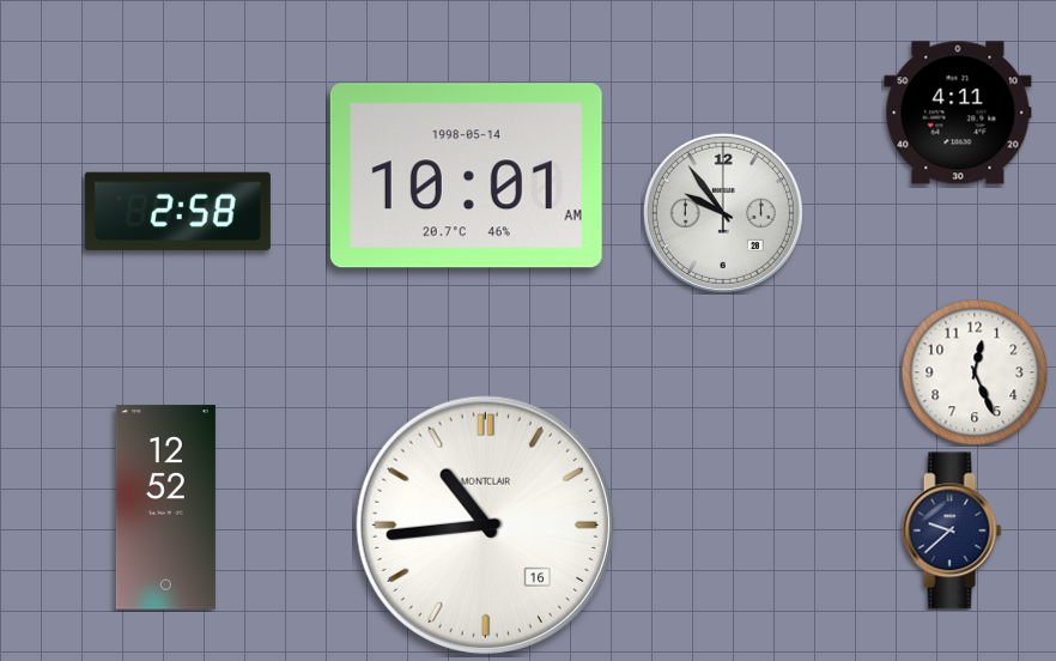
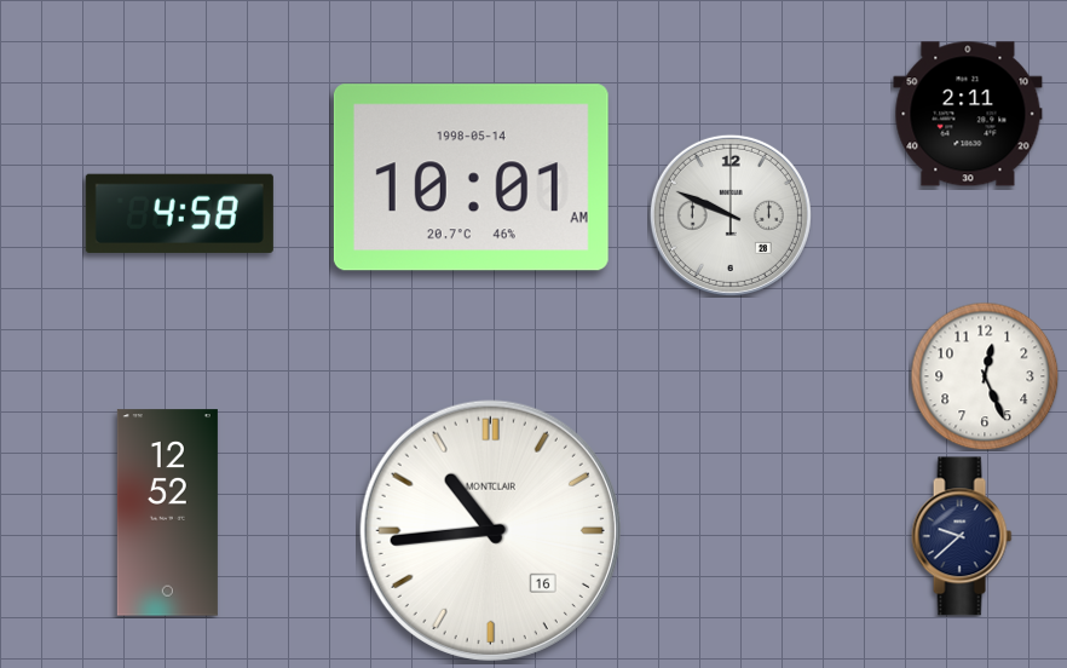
clock at (958, 113): 4:11 -> 2:11
clock at (177, 211): 2:58 -> 4:58
clock at (723, 213): 9:54 -> 9:49
